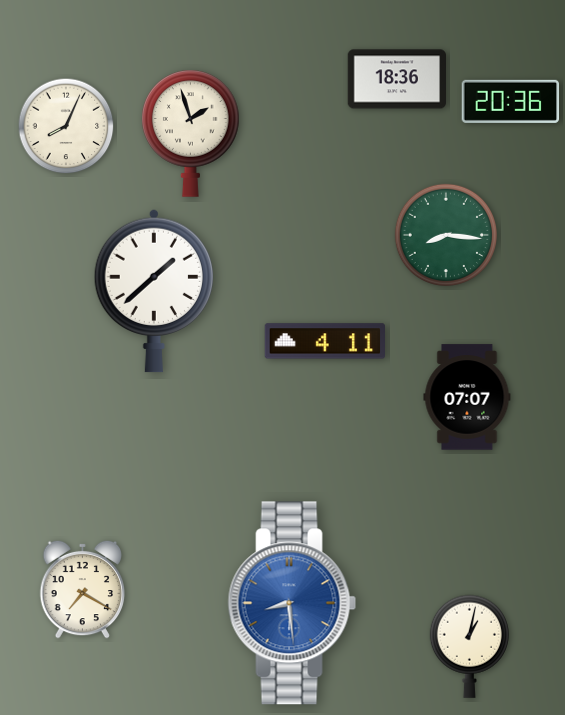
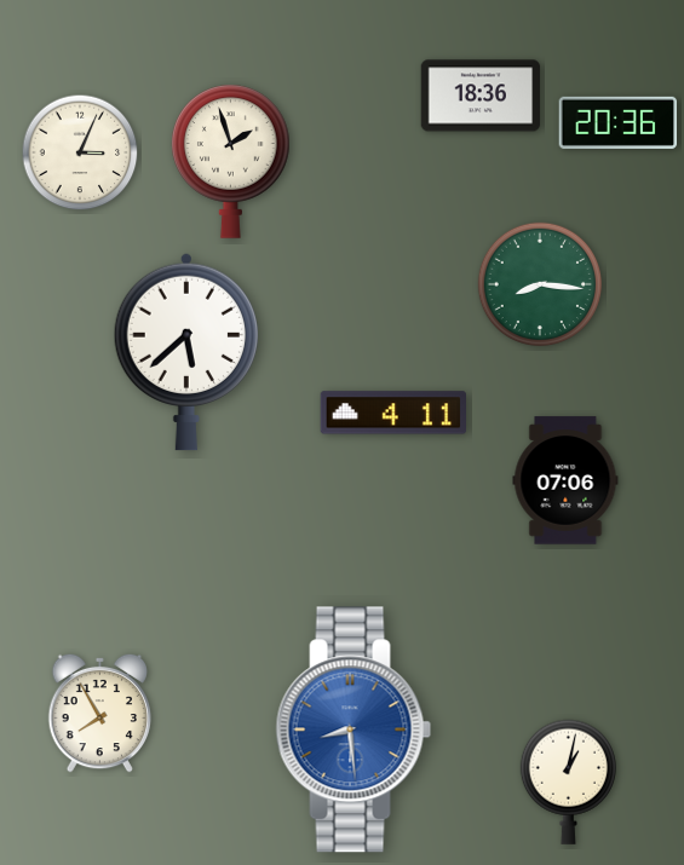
clock at (66, 126): 8:04 -> 3:04
clock at (153, 291): 1:38 -> 5:38
clock at (467, 397): 07:07 -> 07:06
clock at (83, 589): 7:20 -> 7:55
